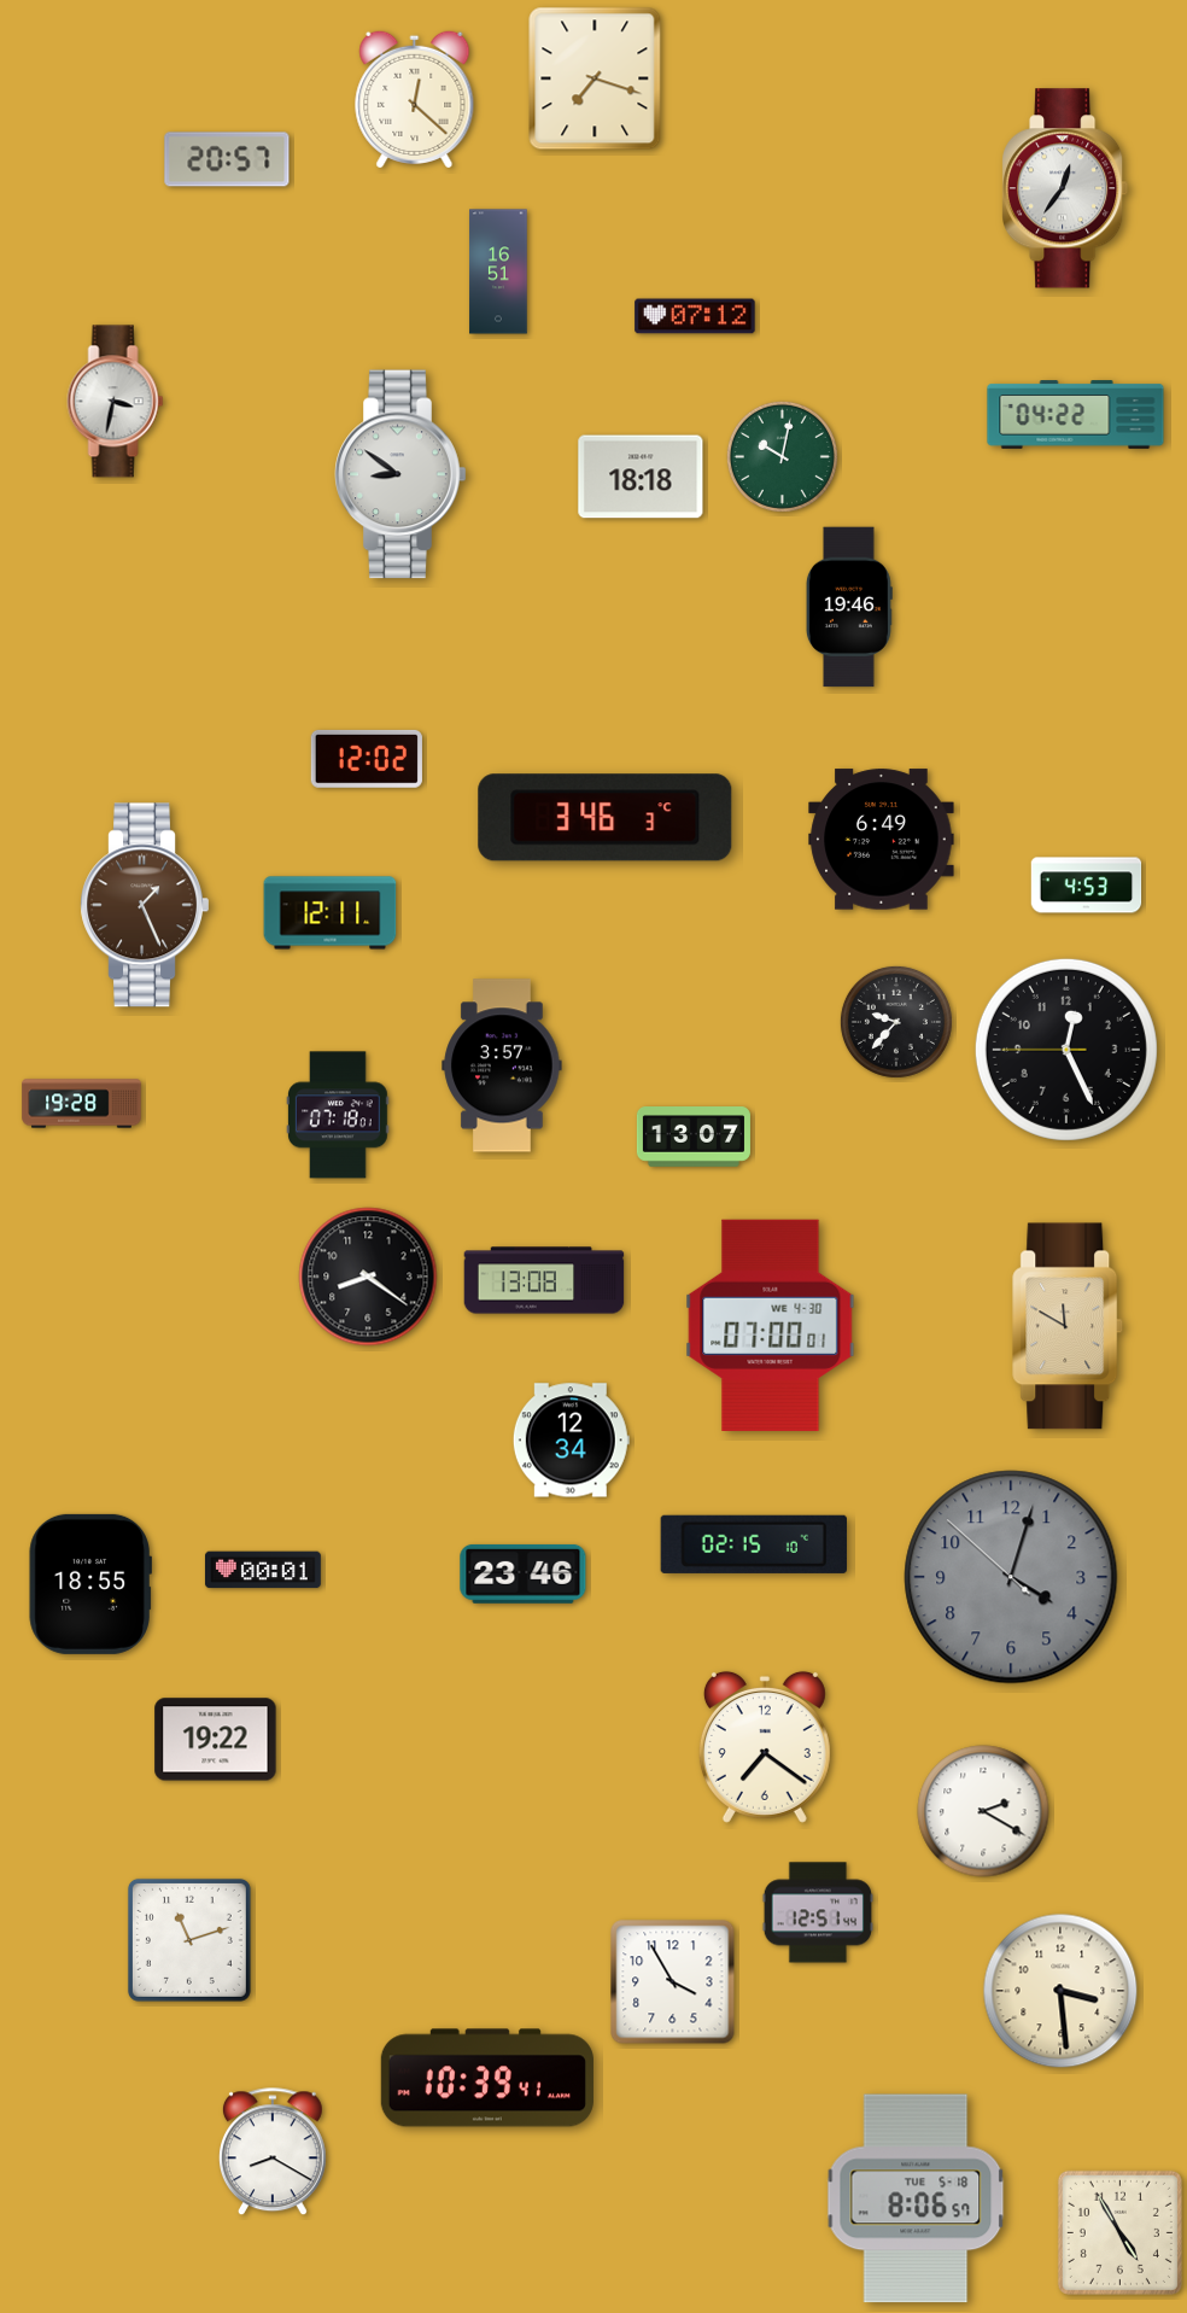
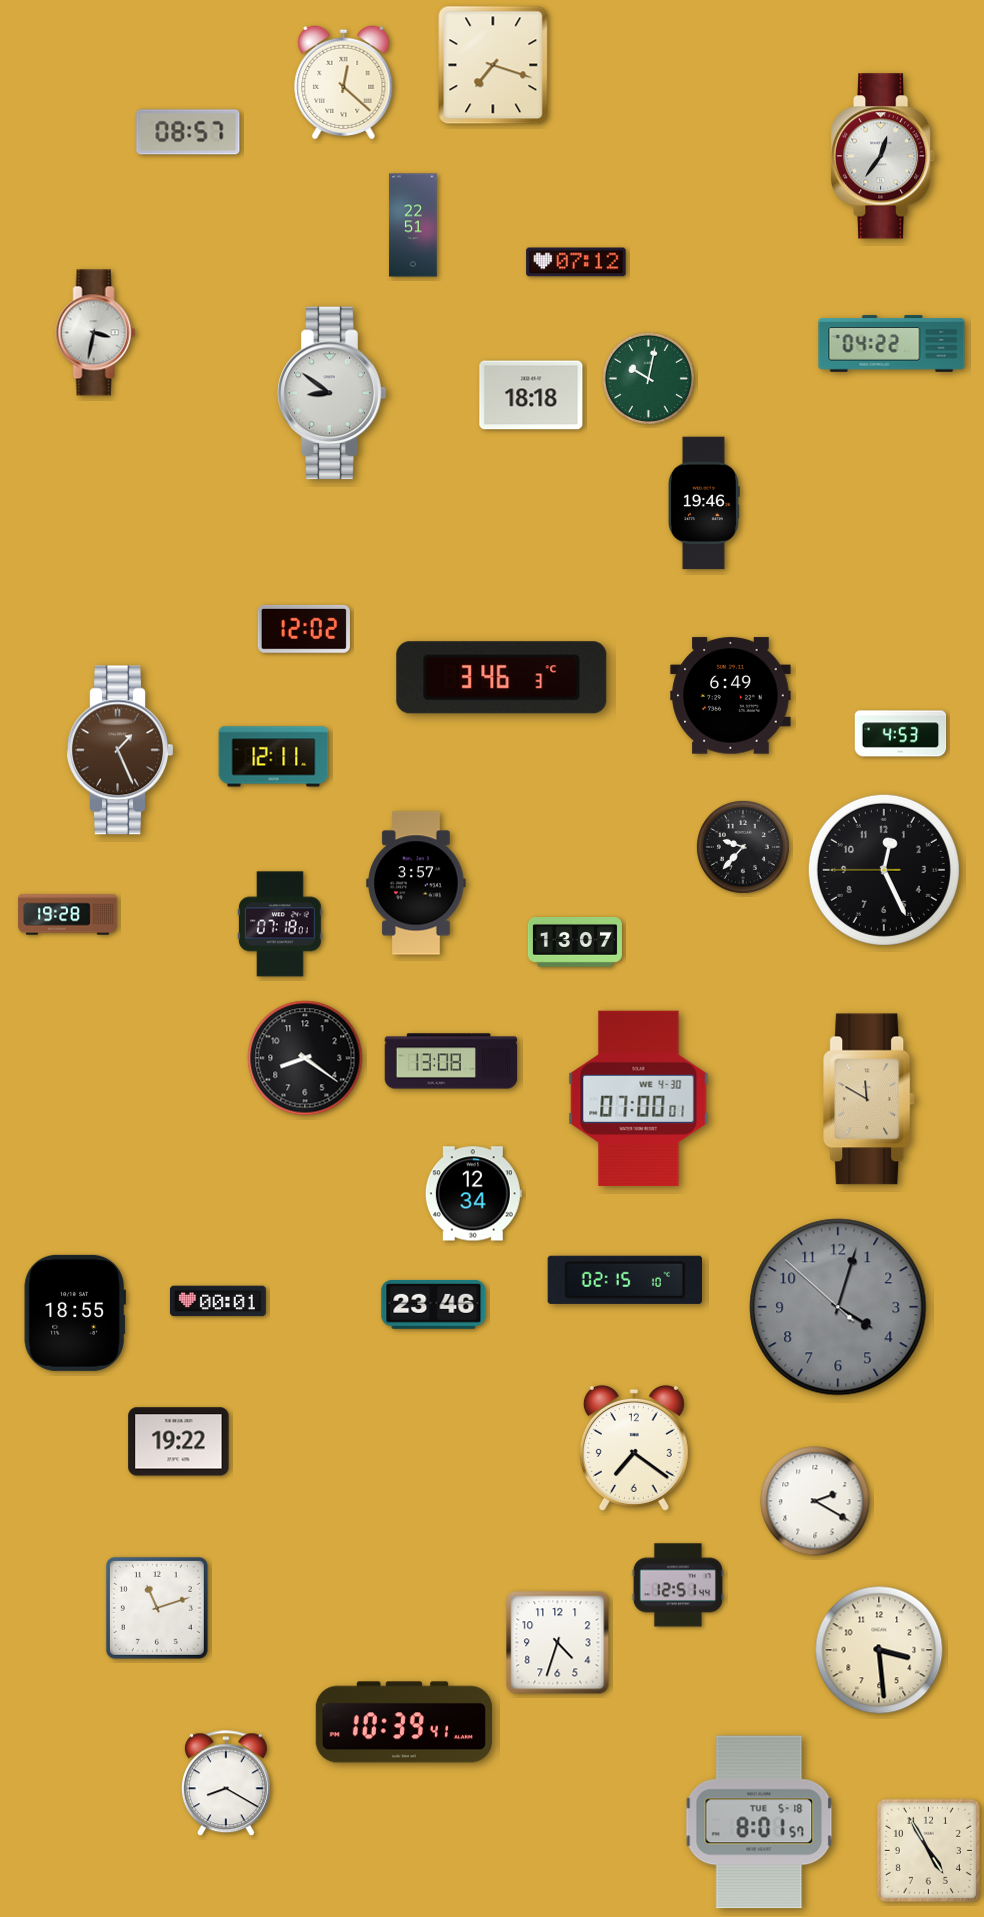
clock at (227, 159): 20:57 -> 08:57
clock at (498, 271): 16:51 -> 22:51
clock at (1069, 1326) position: (1069, 1326) -> (870, 1099)
clock at (673, 1982): 3:55 -> 4:33
clock at (916, 2198): 8:06 -> 8:01
